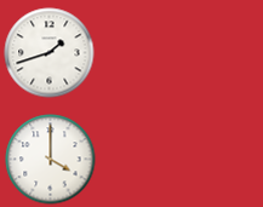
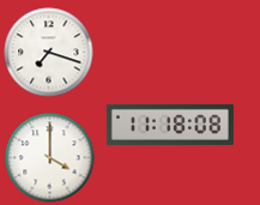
clock at (50, 53): 1:42 -> 7:18
clock at (170, 125): none -> 11:18
